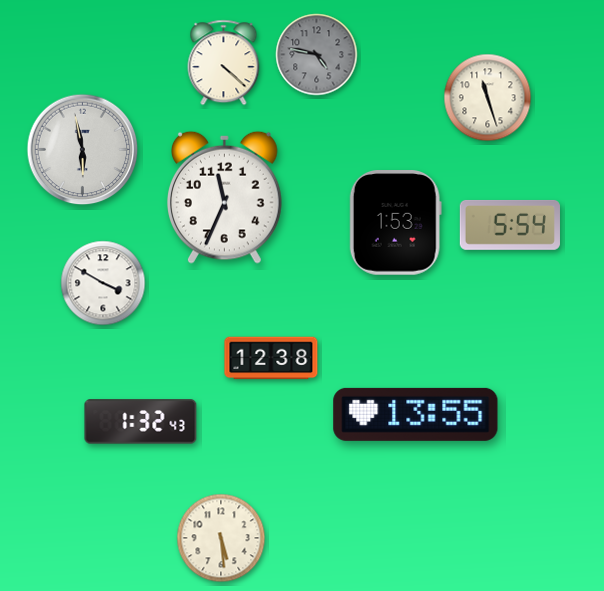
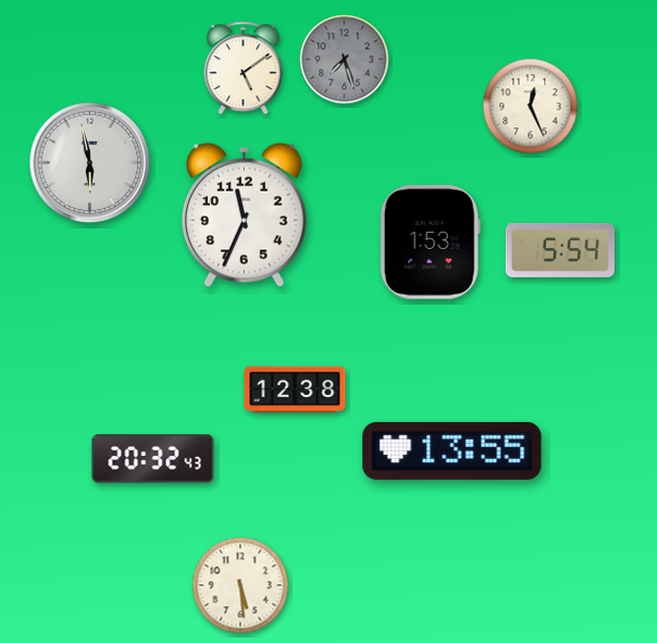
clock at (317, 55): 4:47 -> 7:27
clock at (224, 63): 4:22 -> 5:09
clock at (488, 98): 11:27 -> 12:26
clock at (510, 225) position: (510, 225) -> (560, 250)
clock at (103, 283): 3:50 -> none
clock at (141, 422): 1:32 -> 20:32
